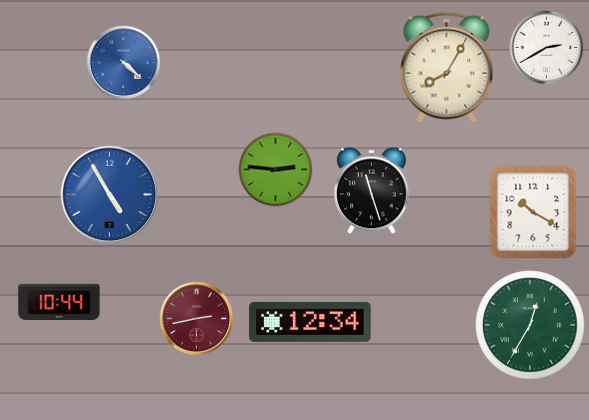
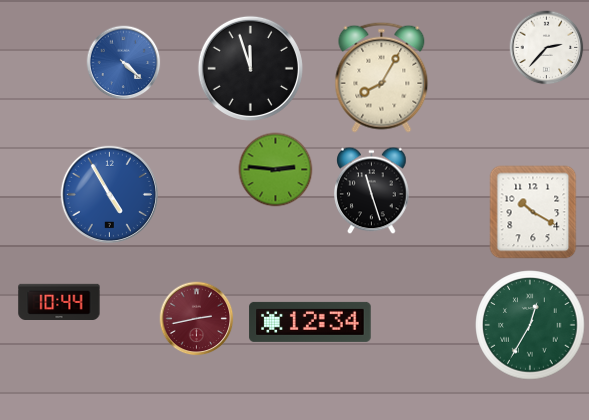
clock at (547, 48): 2:40 -> 2:37
clock at (447, 67) position: (447, 67) -> (382, 77)
clock at (250, 68): none -> 11:57
